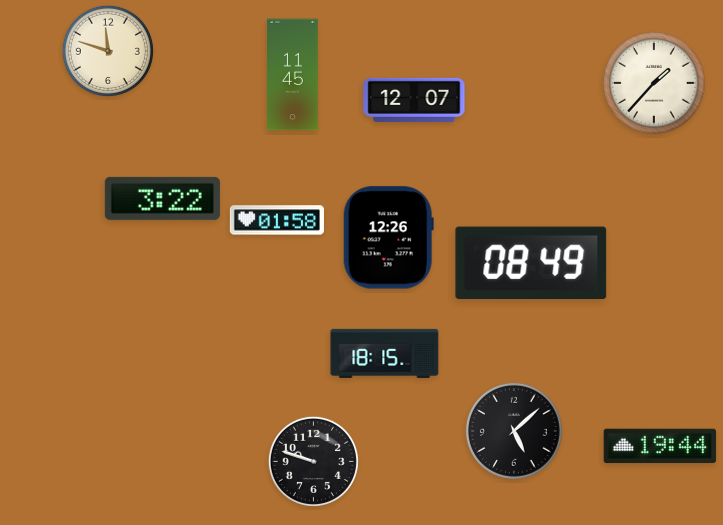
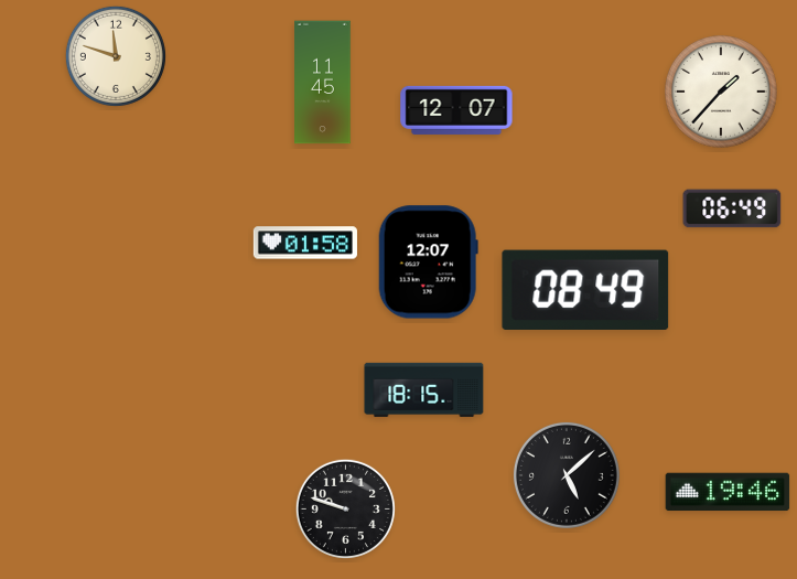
clock at (108, 51) position: (108, 51) -> (116, 56)
clock at (732, 208): none -> 06:49
clock at (162, 198): 3:22 -> none
clock at (388, 238): 12:26 -> 12:07
clock at (660, 446): 19:44 -> 19:46
